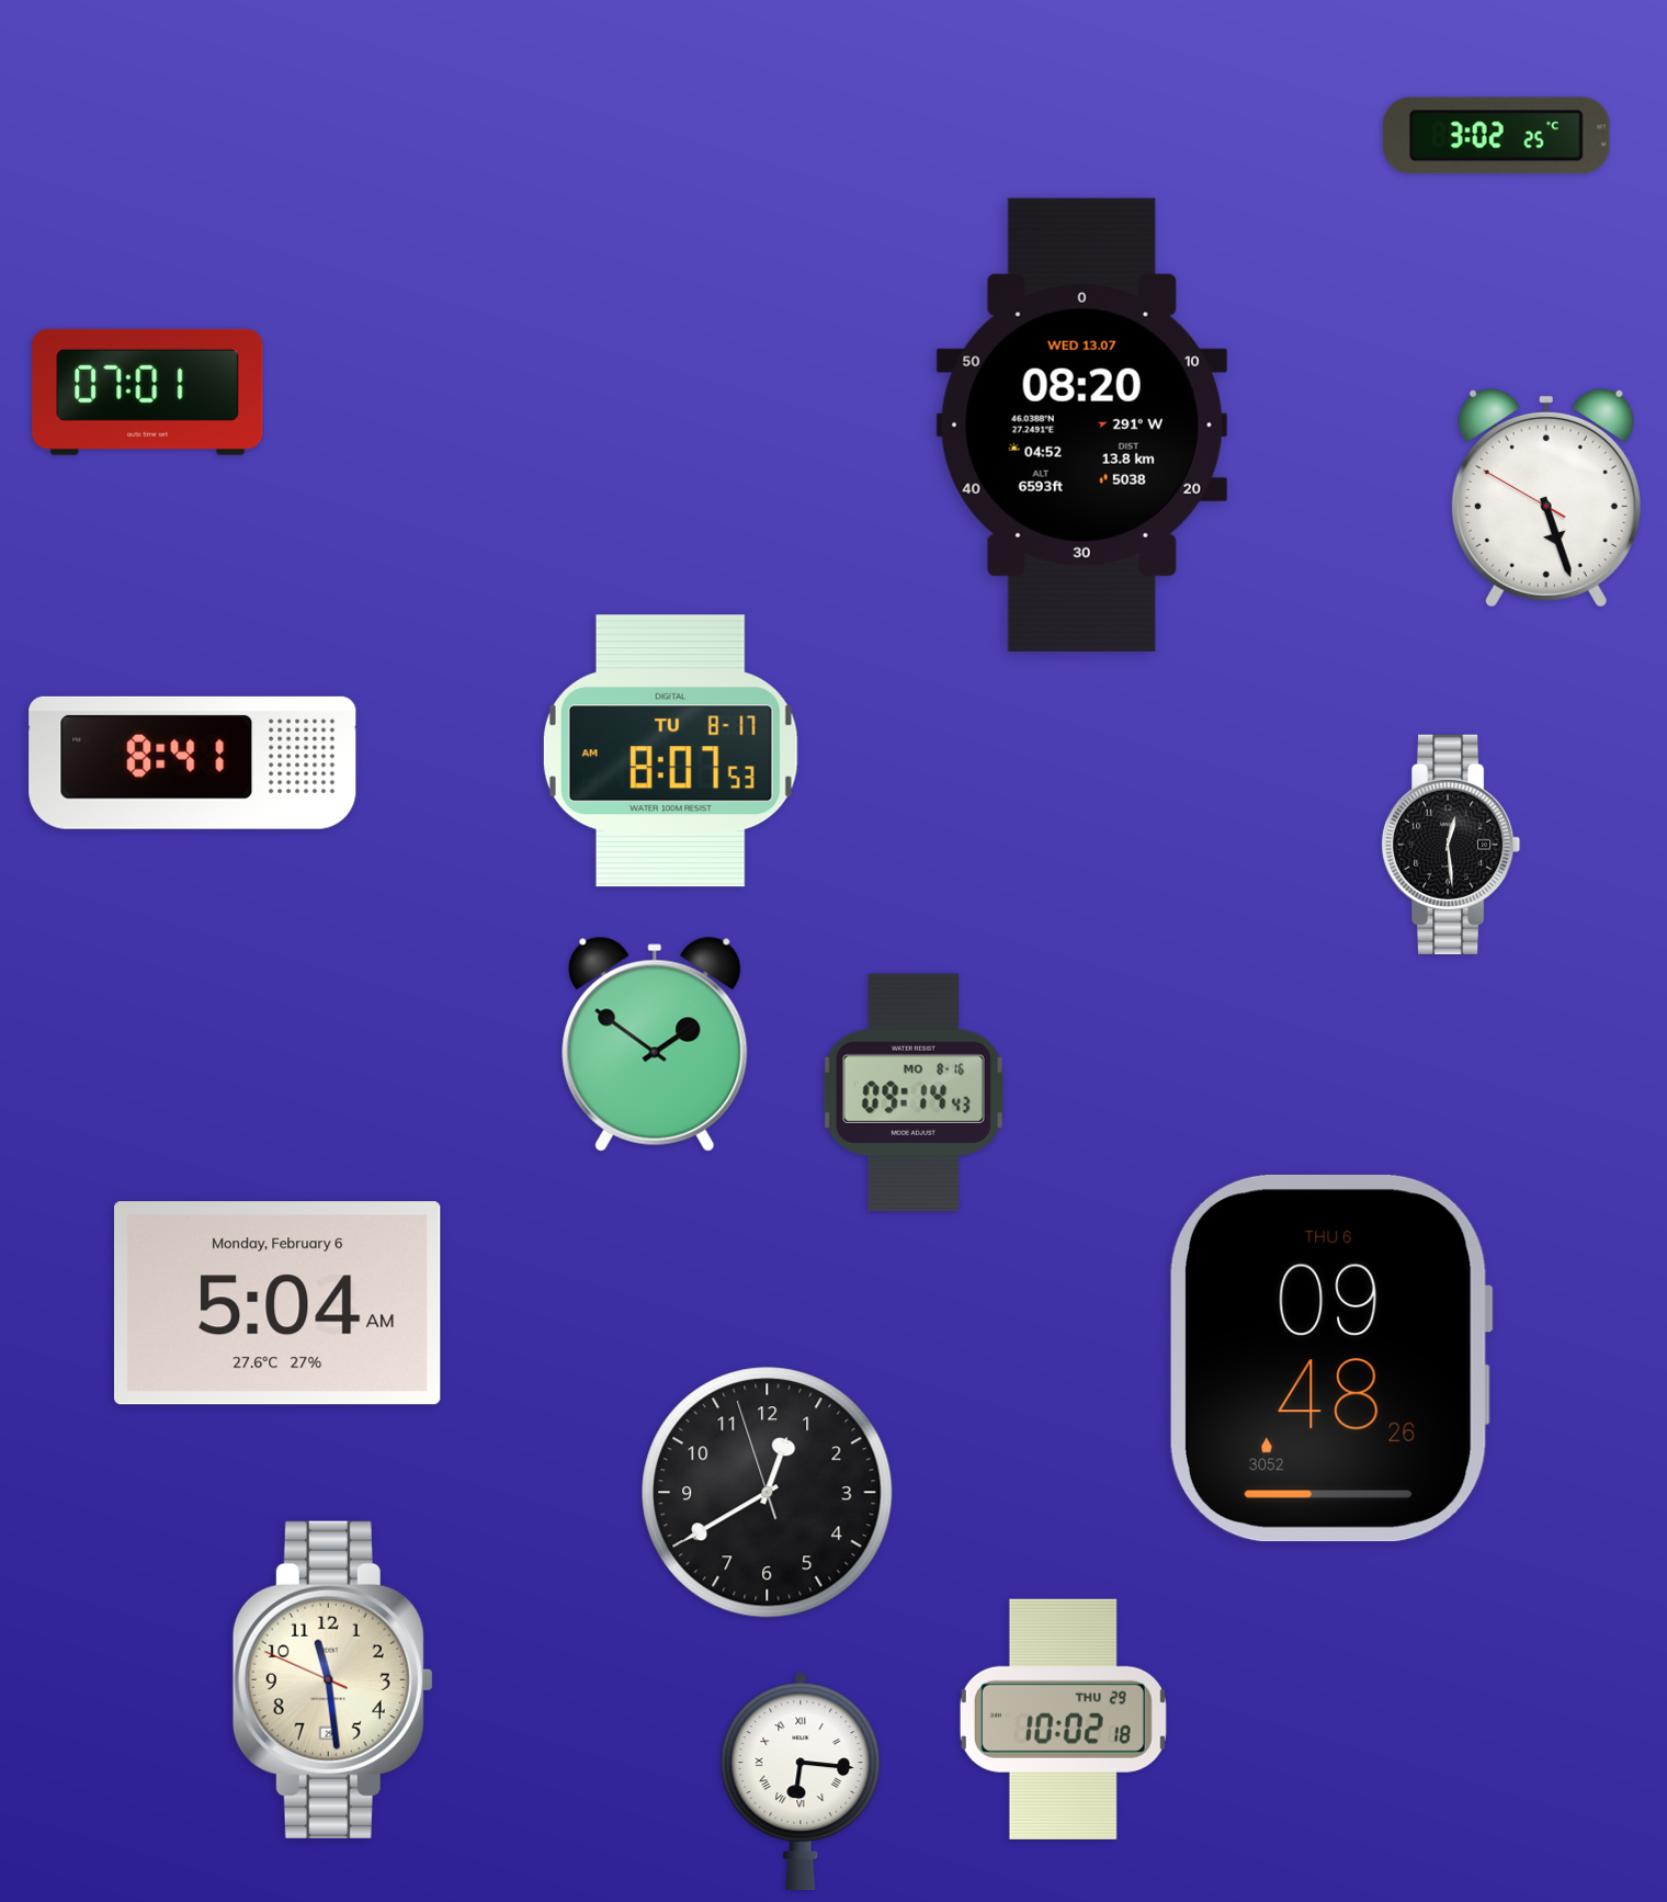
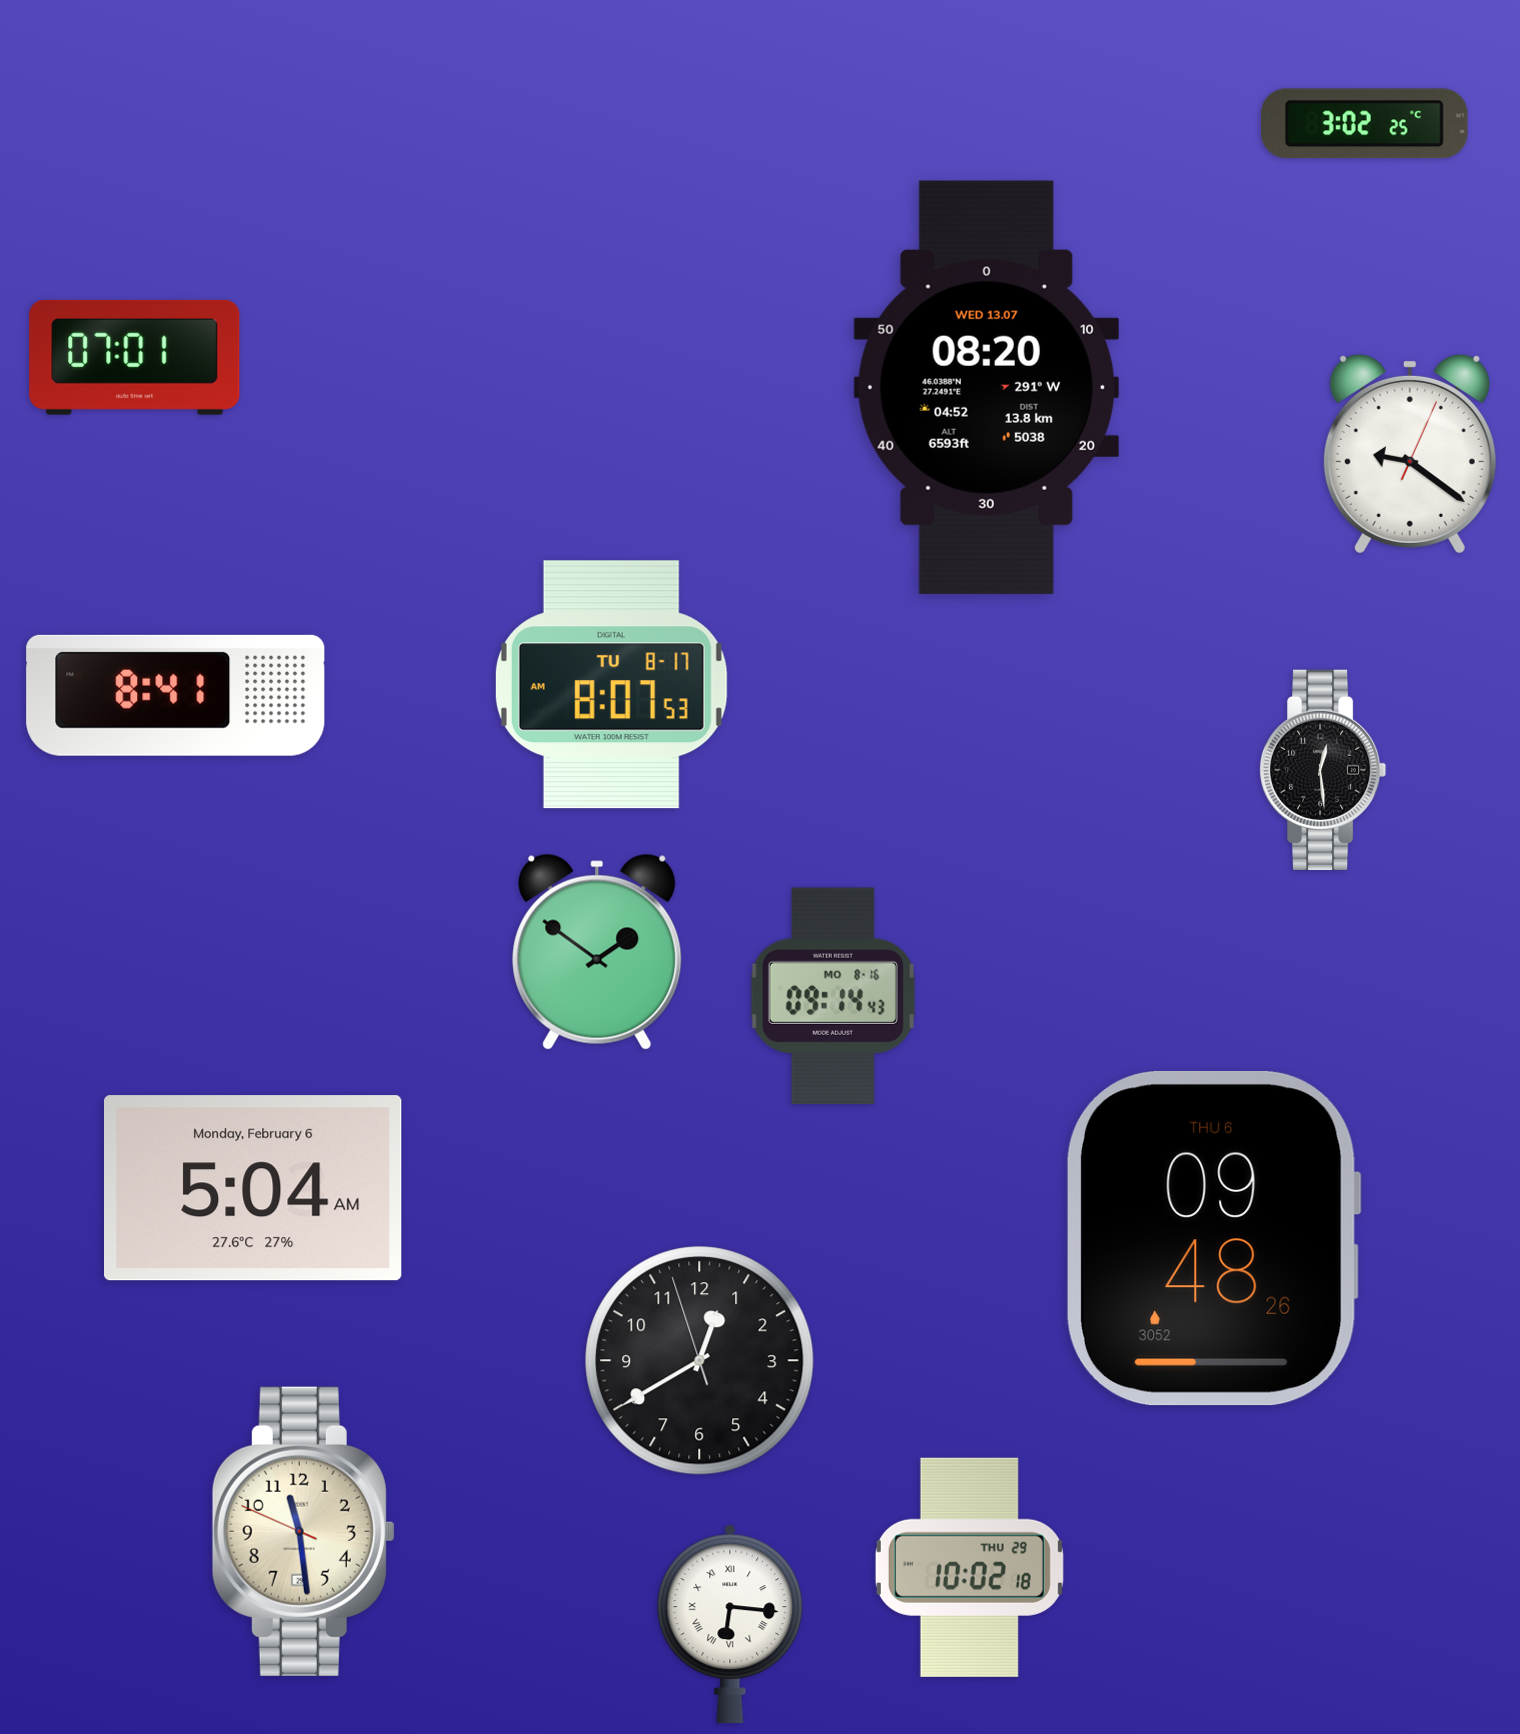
clock at (1546, 498): 5:26 -> 9:21
